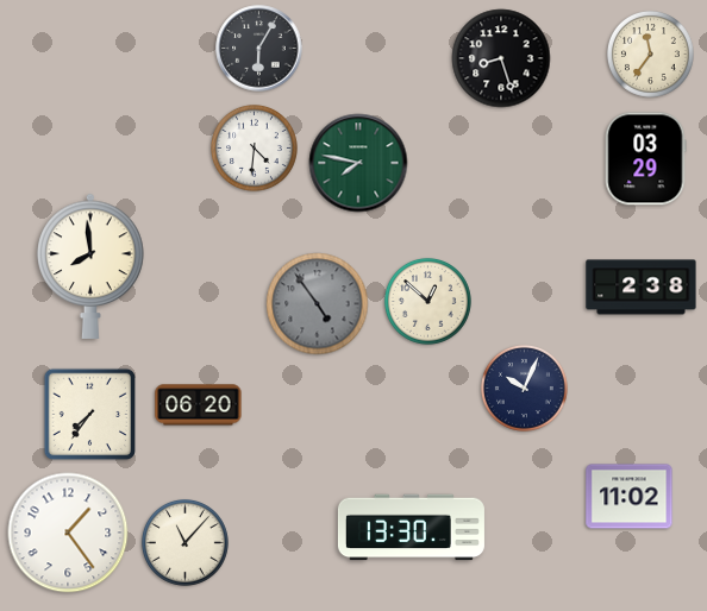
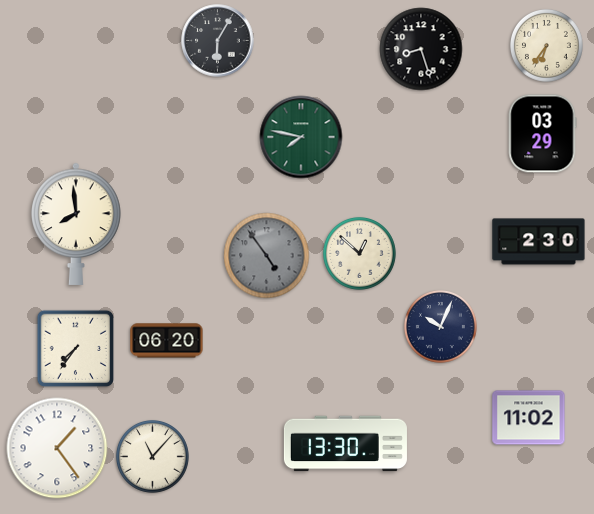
clock at (651, 55): 11:36 -> 6:36
clock at (255, 149): 4:31 -> none
clock at (642, 288): 2:38 -> 2:30
clock at (186, 543) position: (186, 543) -> (153, 457)
